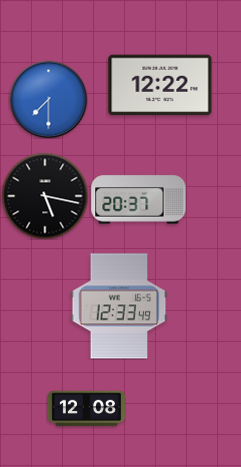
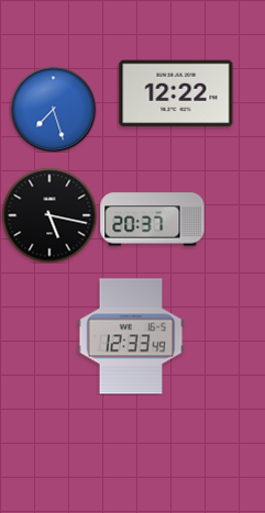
clock at (48, 99): 7:30 -> 7:27
clock at (86, 409): 12:08 -> none
